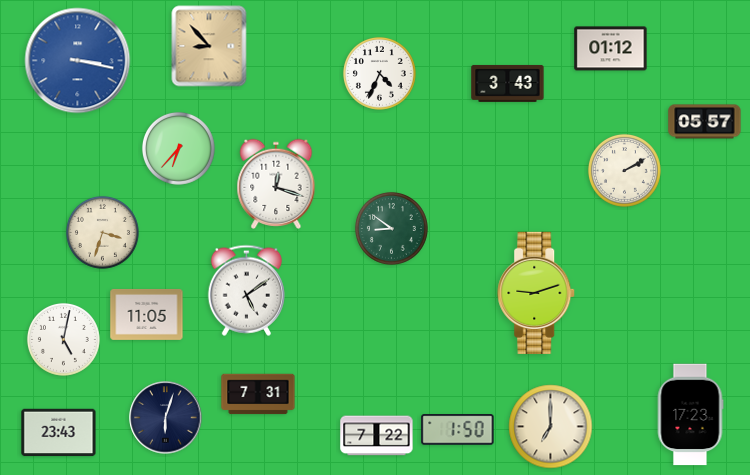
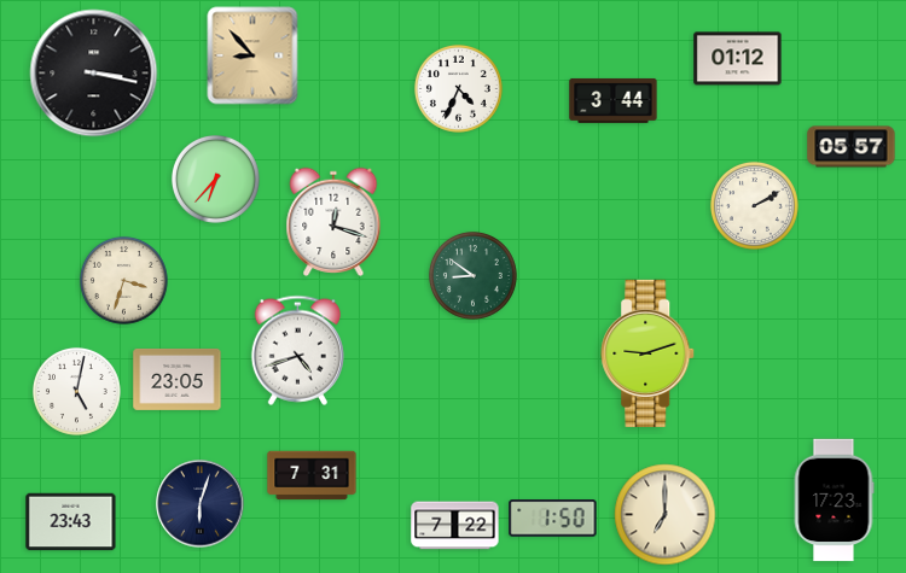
clock at (78, 61) dial: blue -> black
clock at (508, 83): 3:43 -> 3:44
clock at (246, 290): 5:09 -> 4:42
clock at (147, 314): 11:05 -> 23:05
clock at (63, 339) position: (63, 339) -> (76, 391)
